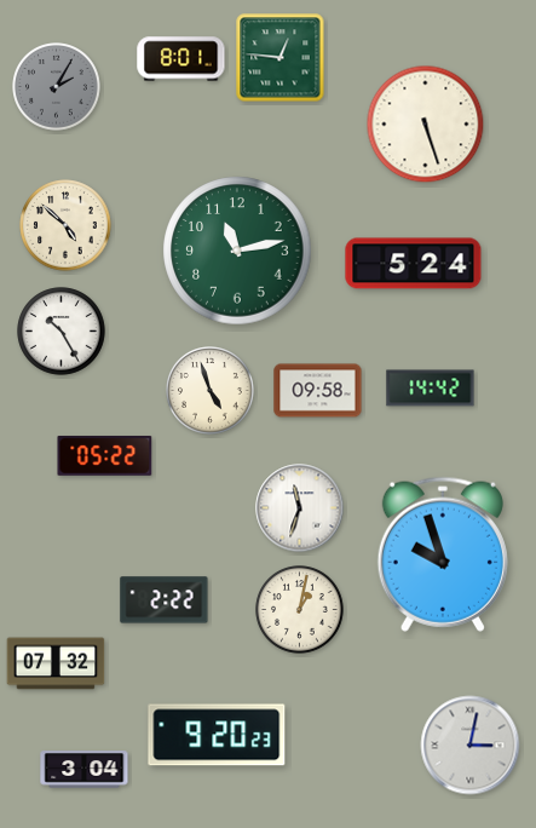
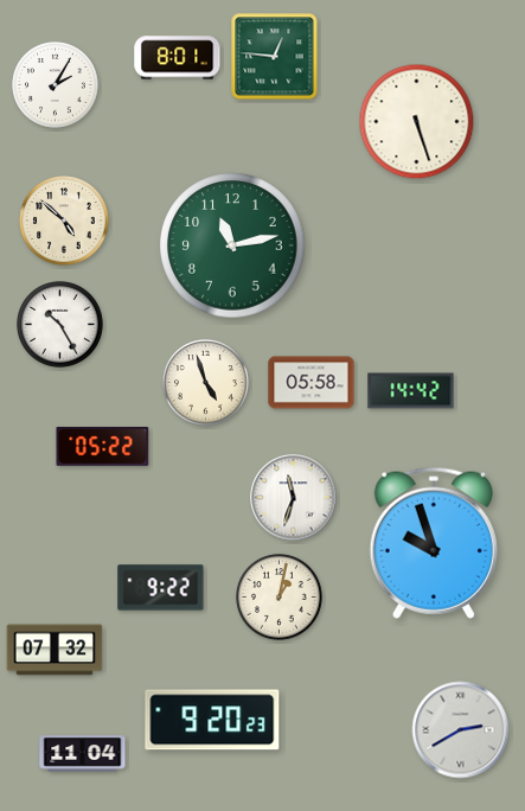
clock at (57, 87) dial: grey -> white
clock at (414, 264): 5:24 -> none
clock at (431, 389) position: (431, 389) -> (411, 391)
clock at (318, 391): 09:58 -> 05:58
clock at (165, 600): 2:22 -> 9:22
clock at (300, 610) position: (300, 610) -> (280, 598)
clock at (471, 746): 3:02 -> 2:40
clock at (85, 770): 3:04 -> 11:04
